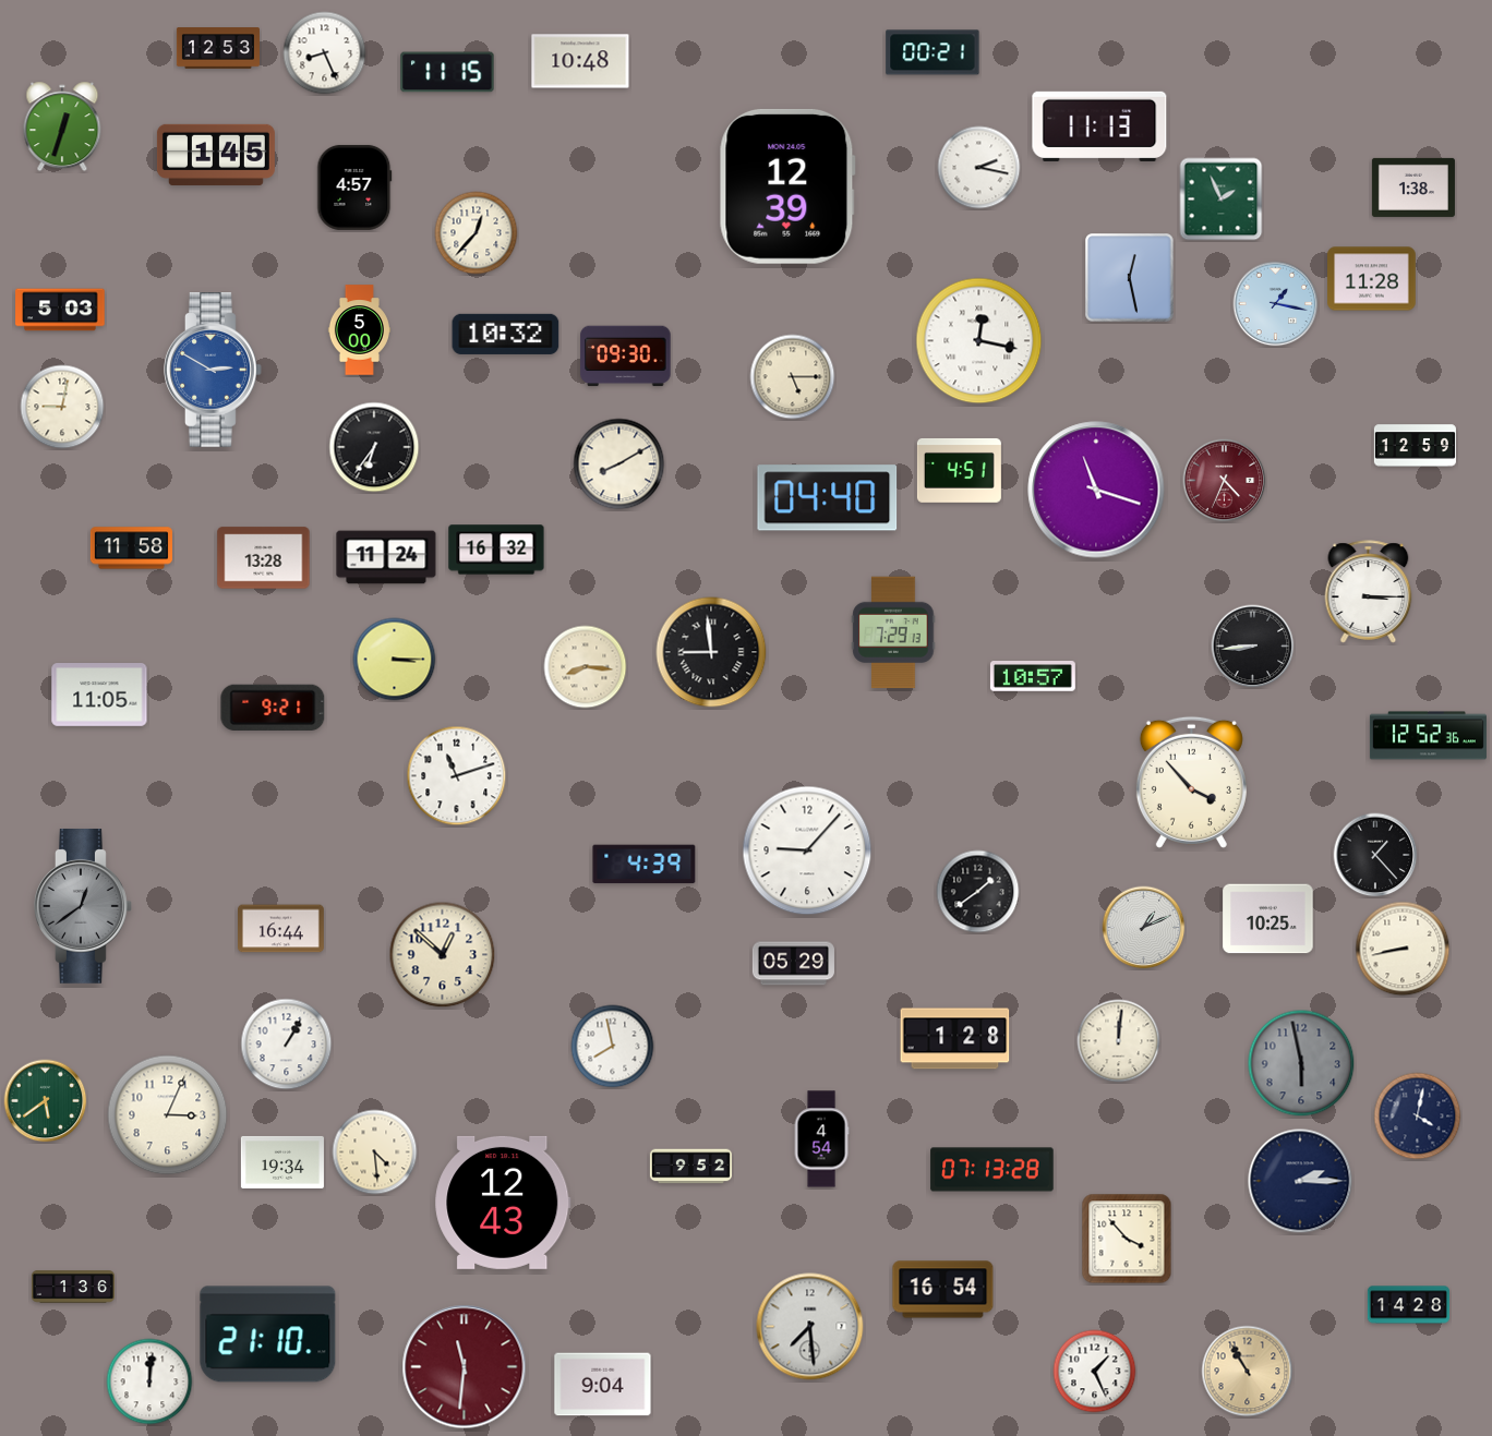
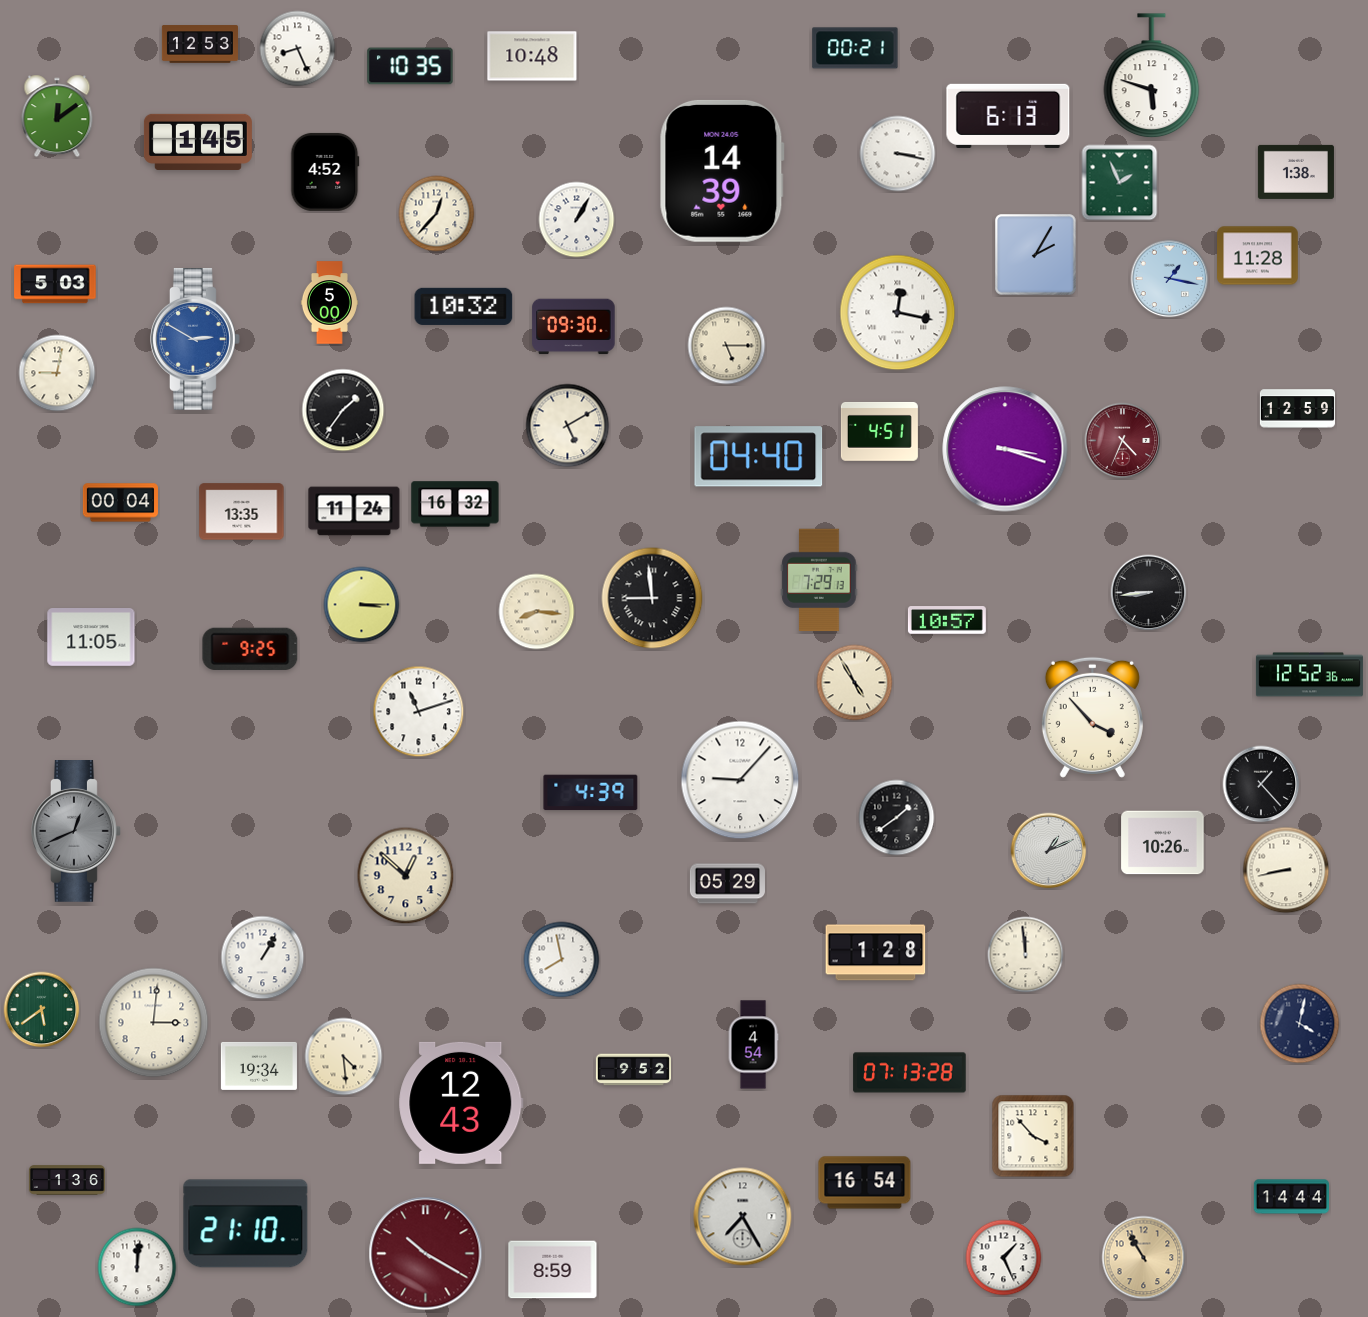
clock at (447, 72): 11:15 -> 10:35
clock at (1152, 76): none -> 5:48
clock at (62, 126): 12:33 -> 12:09
clock at (1099, 126): 11:13 -> 6:13
clock at (979, 168): 2:17 -> 3:17
clock at (787, 186): 12:39 -> 14:39
clock at (354, 188): 4:57 -> 4:52
clock at (577, 220): none -> 1:05
clock at (1130, 278): 12:28 -> 2:05
clock at (374, 447): 6:36 -> 1:36
clock at (619, 464): 8:10 -> 5:10
clock at (1096, 490): 11:18 -> 3:18
clock at (131, 548): 11:58 -> 00:04
clock at (264, 558): 13:28 -> 13:35
clock at (1369, 592): 3:15 -> none
clock at (273, 708): 9:21 -> 9:25
clock at (855, 683): none -> 4:55
clock at (84, 907): 12:39 -> 12:41
clock at (1268, 919): 10:25 -> 10:26
clock at (281, 929): 16:44 -> none
clock at (1119, 1041): 12:01 -> 11:59
clock at (1301, 1063): 5:58 -> none
clock at (168, 1115): 3:04 -> 3:01
clock at (1300, 1181): 2:15 -> none
clock at (1408, 1305): 14:28 -> 14:44
clock at (810, 1327): 7:29 -> 7:25
clock at (465, 1367): 11:31 -> 10:20
clock at (603, 1385): 9:04 -> 8:59
